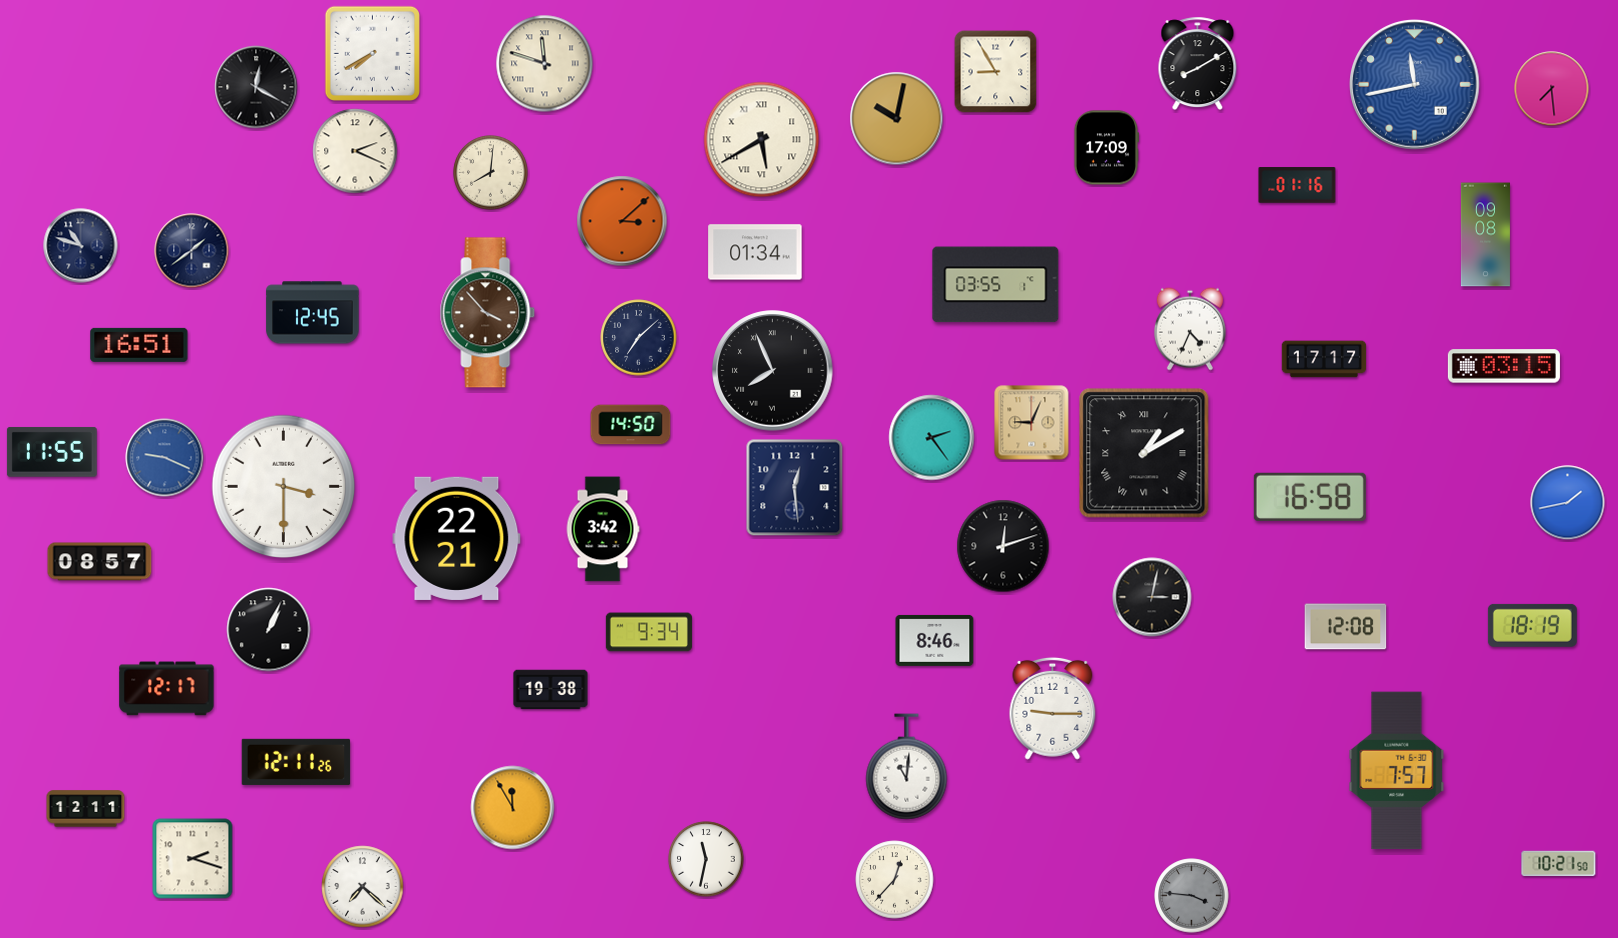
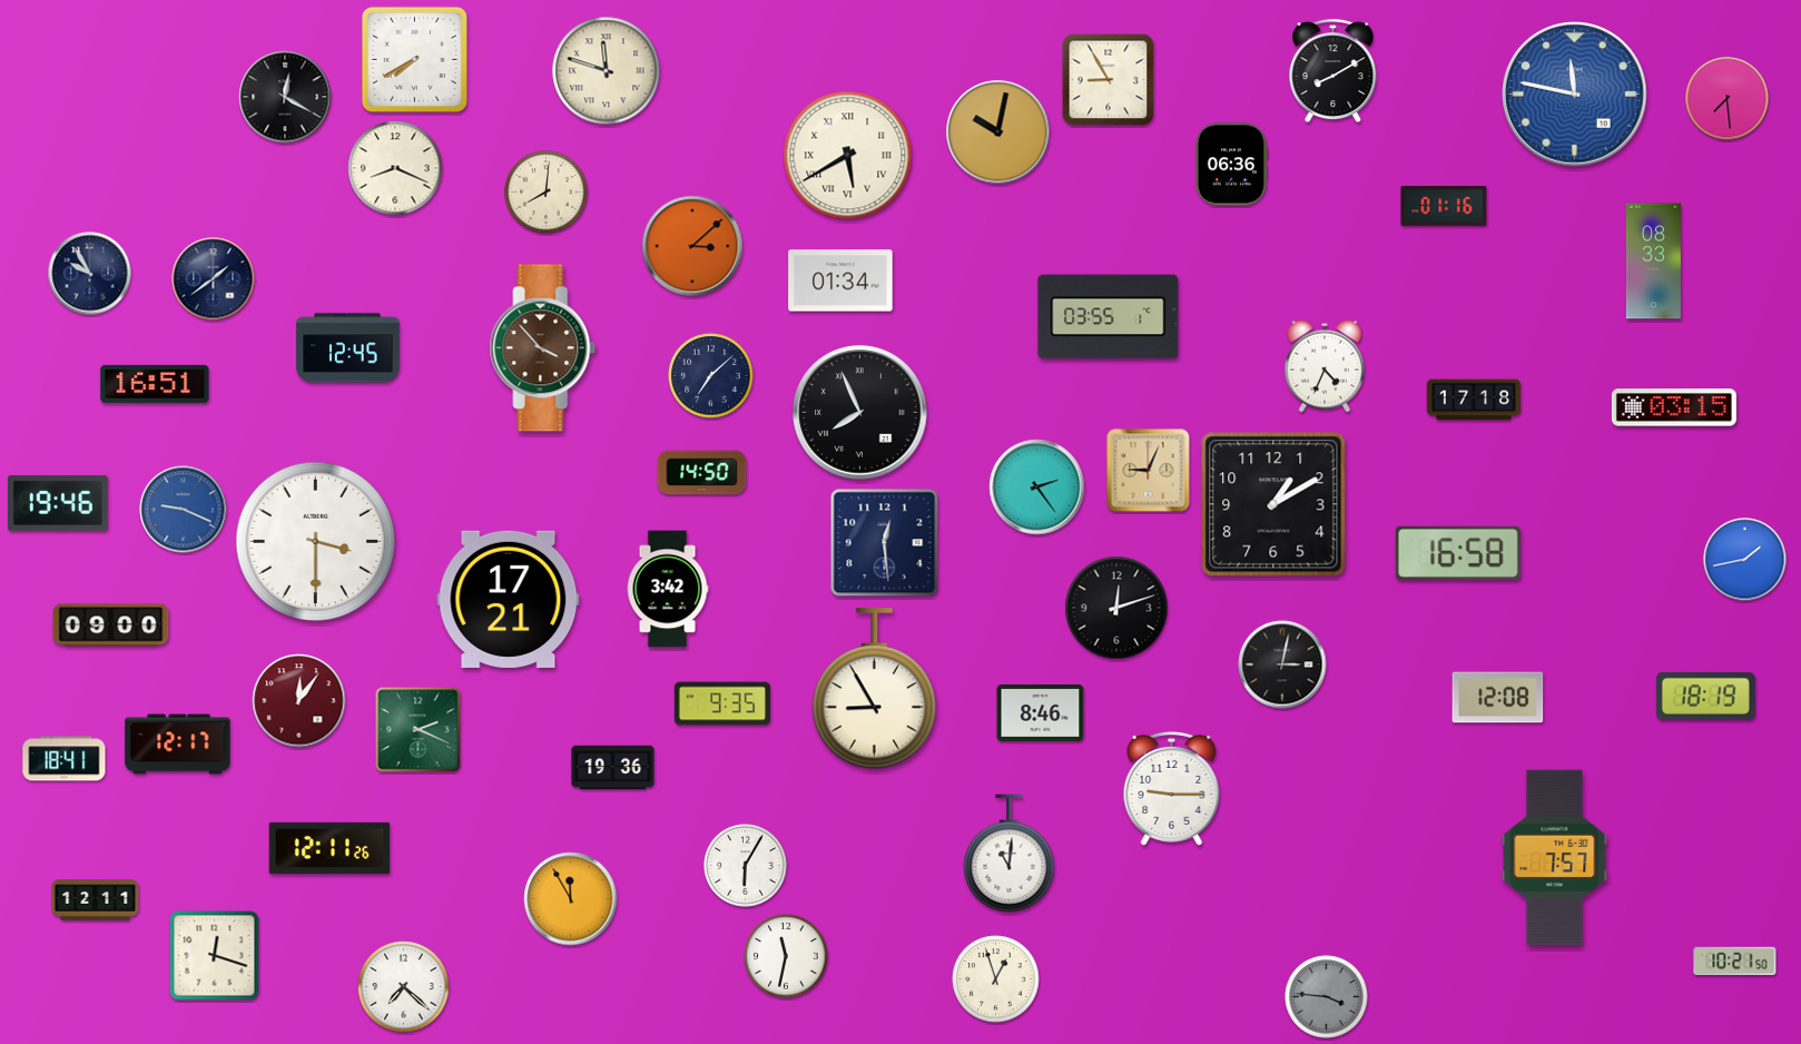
clock at (1415, 85): 11:43 -> 11:47
clock at (1105, 148): 17:09 -> 06:36
clock at (355, 151): 2:19 -> 8:19
clock at (1485, 235): 09:08 -> 08:33
clock at (81, 246): 10:48 -> 9:55
clock at (1324, 359): 17:17 -> 17:18
clock at (52, 452): 11:55 -> 19:46
clock at (1144, 453) numerals: Roman -> Arabic
clock at (603, 529) position: (603, 529) -> (668, 589)
clock at (457, 538): 22:21 -> 17:21
clock at (100, 562): 08:57 -> 09:00
clock at (874, 689): none -> 8:55
clock at (269, 630): 1:04 -> 12:06
clock at (269, 630) dial: black -> burgundy
clock at (649, 632): 9:34 -> 9:35
clock at (419, 730): none -> 2:19
clock at (65, 759): none -> 18:41
clock at (167, 689) position: (167, 689) -> (178, 745)
clock at (551, 690): 19:38 -> 19:36
clock at (746, 866): none -> 6:05
clock at (193, 859): 2:18 -> 12:18
clock at (895, 880): 12:37 -> 12:57
